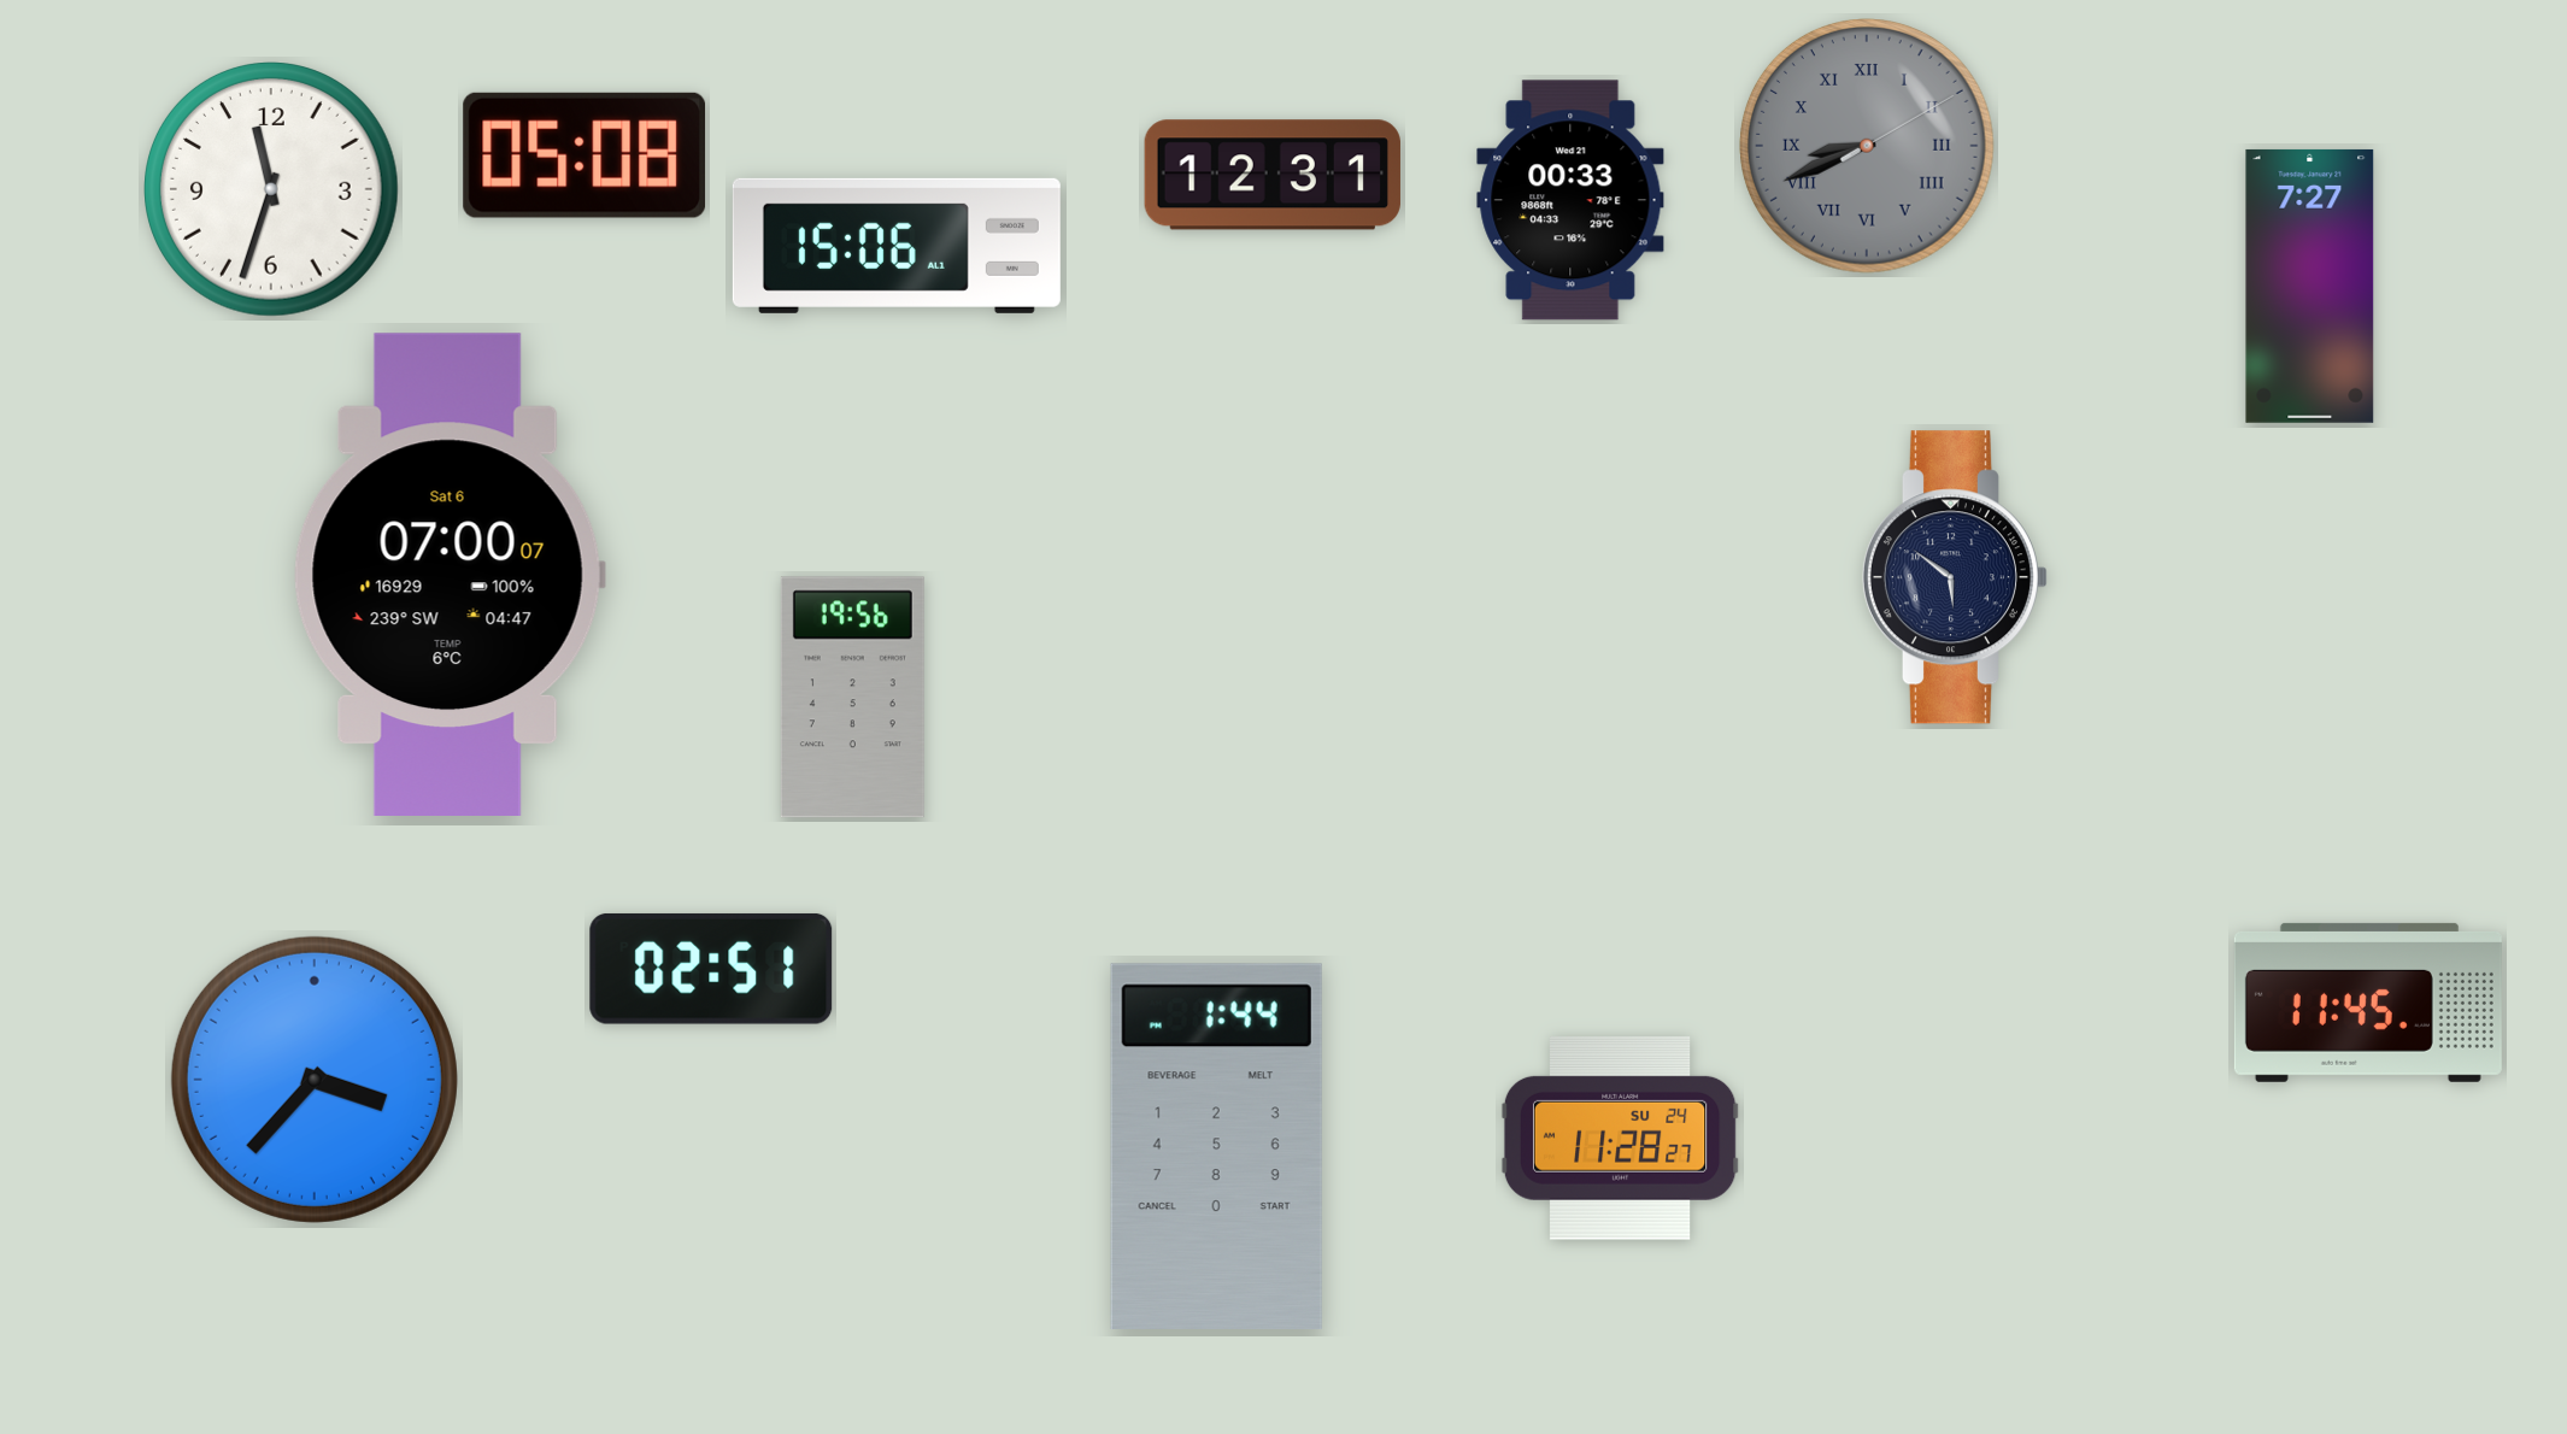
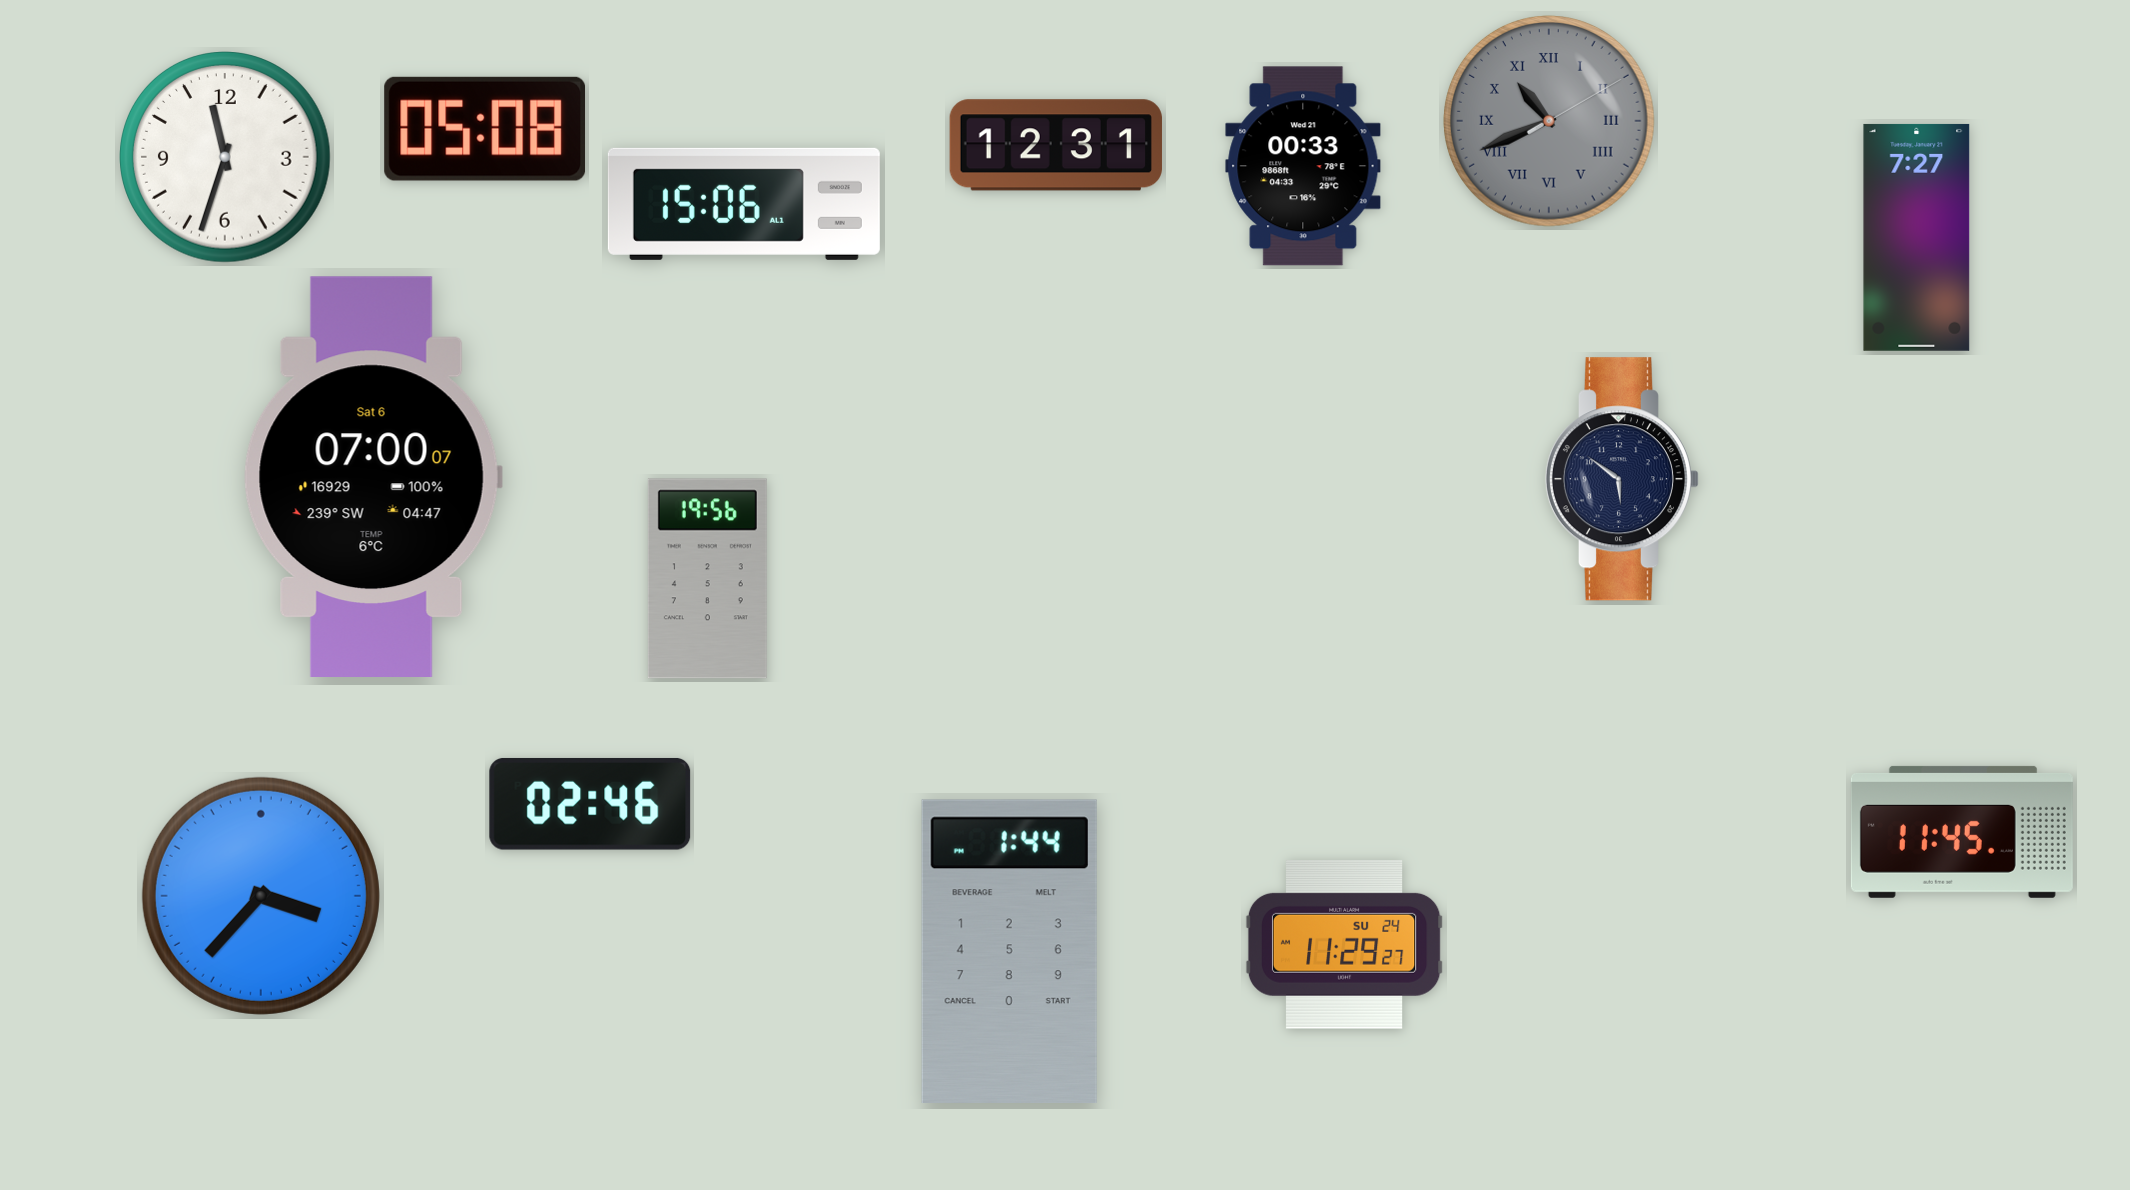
clock at (1868, 147): 8:41 -> 10:41
clock at (711, 969): 02:51 -> 02:46
clock at (2368, 1003) position: (2368, 1003) -> (1962, 832)
clock at (1620, 1139): 11:28 -> 11:29
